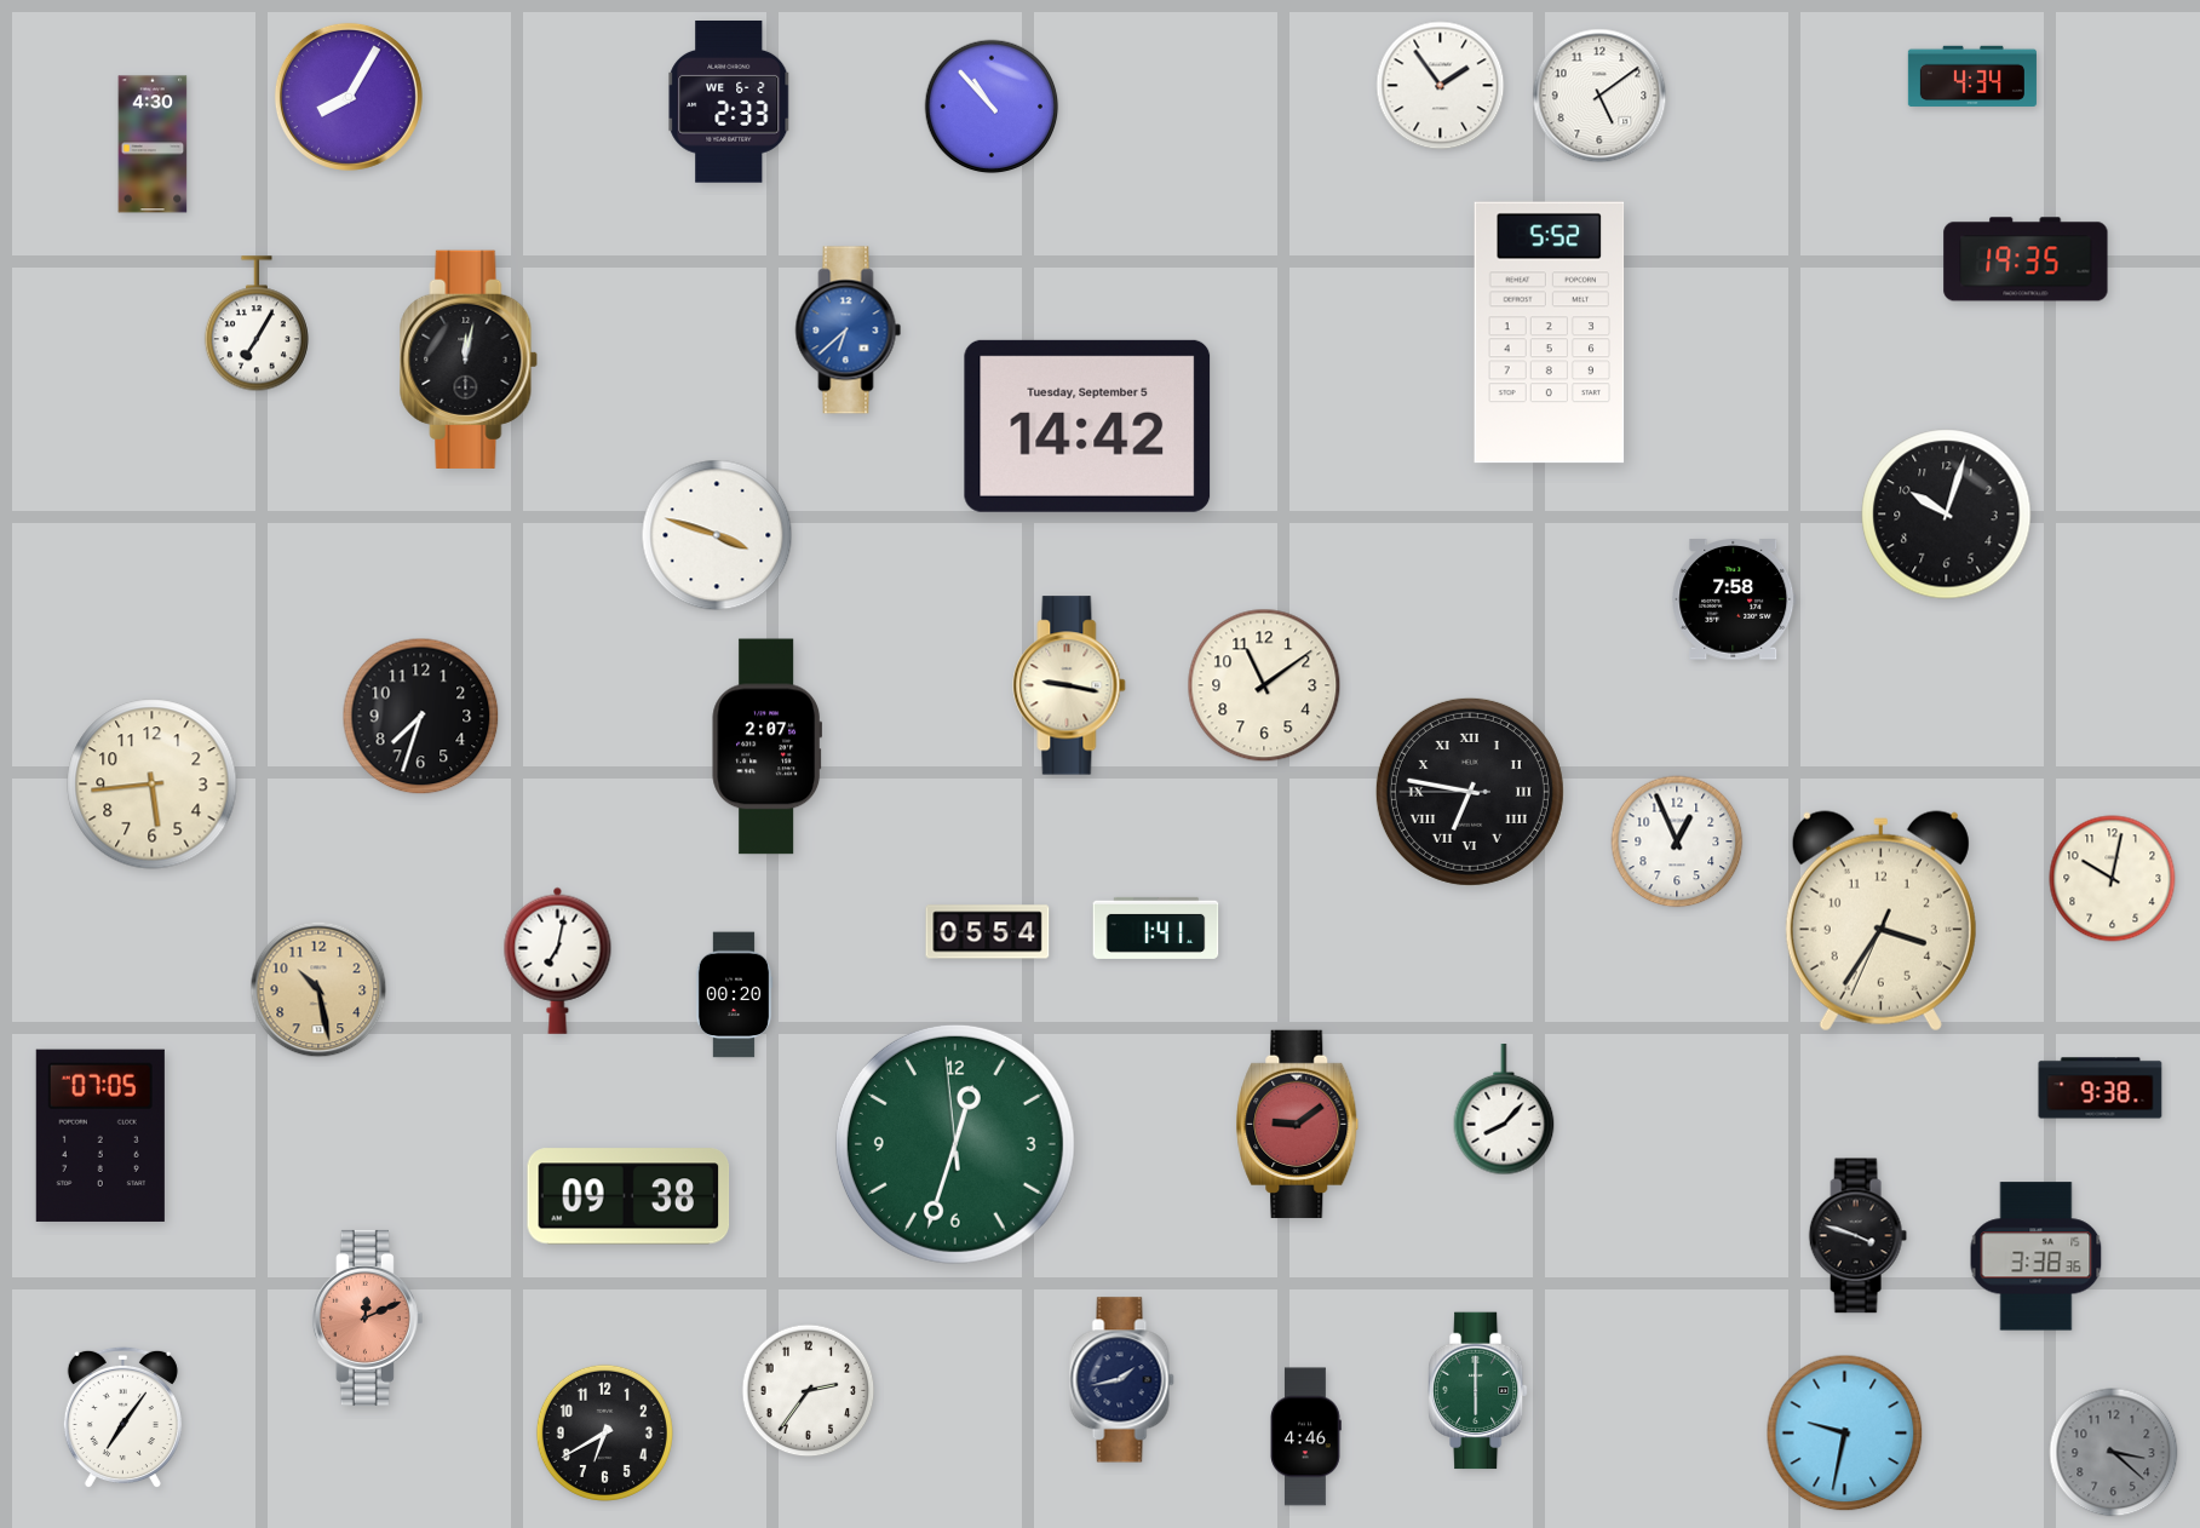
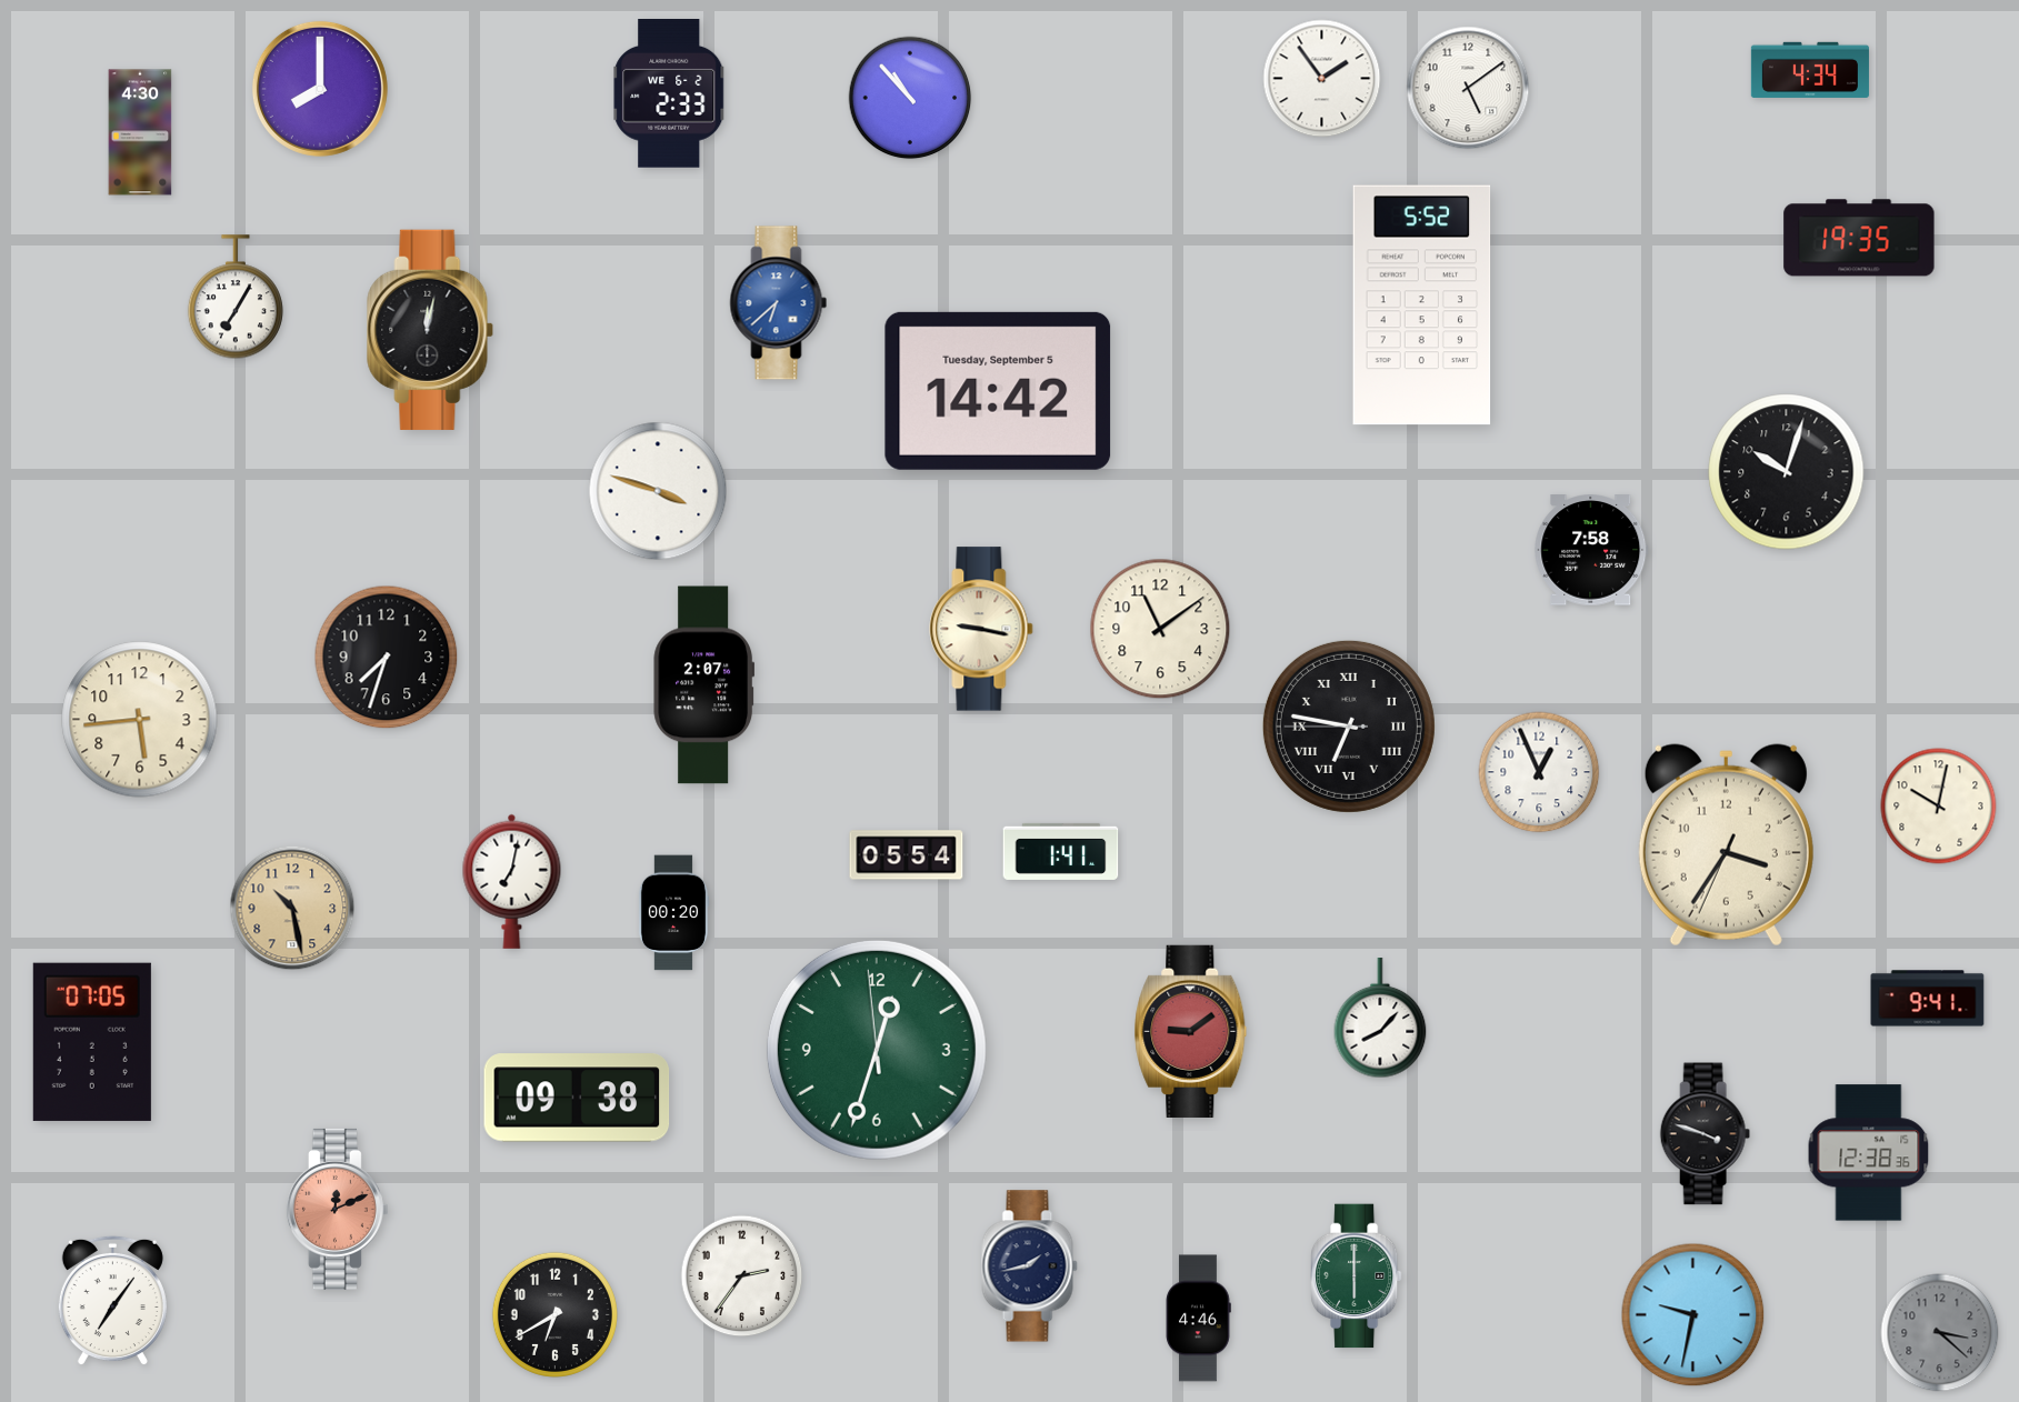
clock at (349, 97): 8:05 -> 8:00
clock at (2101, 1088): 9:38 -> 9:41
clock at (2037, 1257): 3:38 -> 12:38
